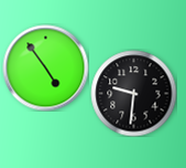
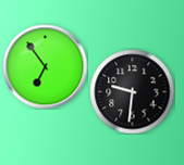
clock at (45, 67): 4:54 -> 6:54
